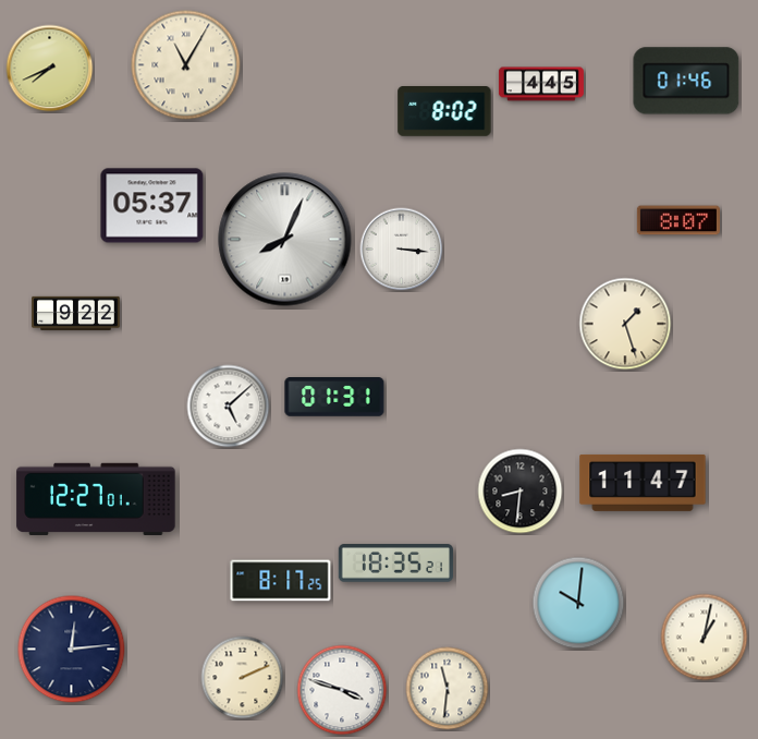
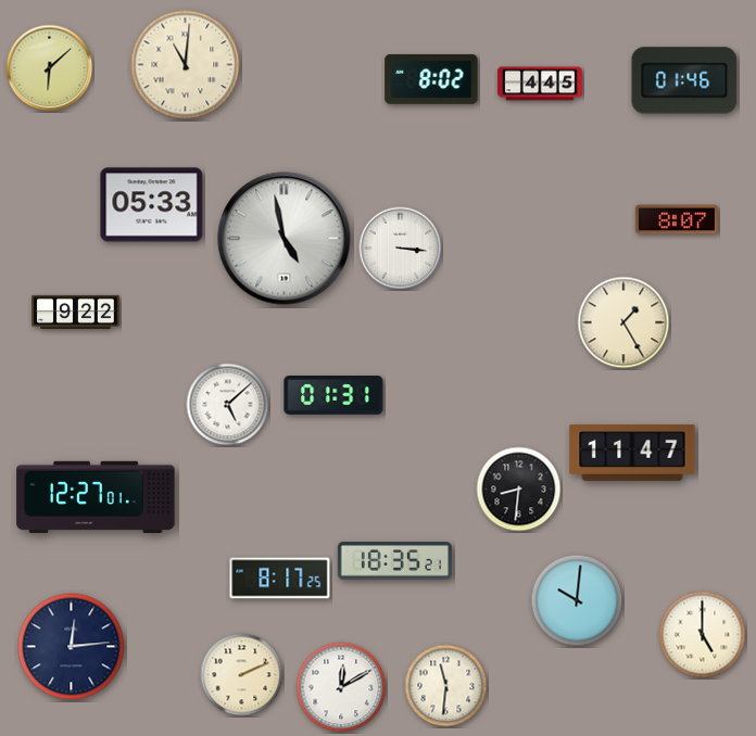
clock at (186, 65): 11:05 -> 11:01
clock at (50, 69): 7:41 -> 6:08
clock at (444, 112) position: (444, 112) -> (431, 80)
clock at (152, 206): 05:37 -> 05:33
clock at (285, 240): 8:04 -> 4:58
clock at (625, 324): 1:27 -> 1:25
clock at (643, 483) position: (643, 483) -> (632, 453)
clock at (705, 638): 1:02 -> 5:00
clock at (342, 690): 3:48 -> 12:10
